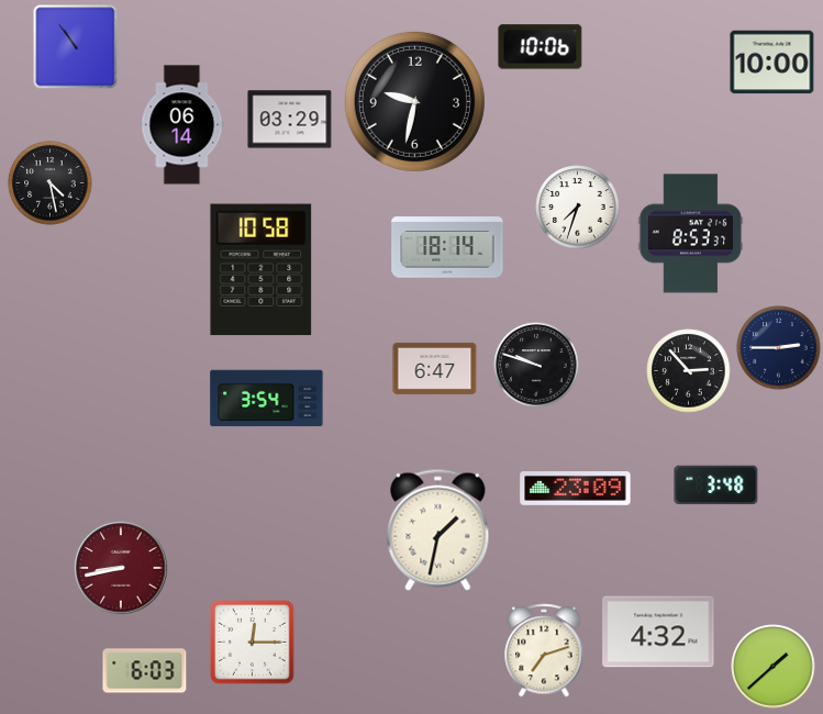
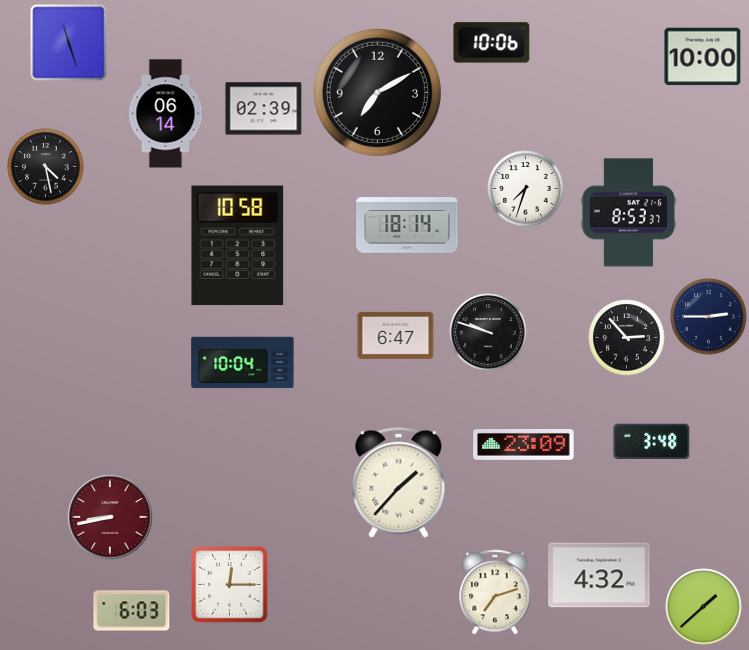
clock at (76, 47): 10:54 -> 11:27
clock at (414, 101): 9:32 -> 7:10
clock at (290, 120): 03:29 -> 02:39
clock at (267, 399): 3:54 -> 10:04
clock at (438, 529): 1:32 -> 1:37
